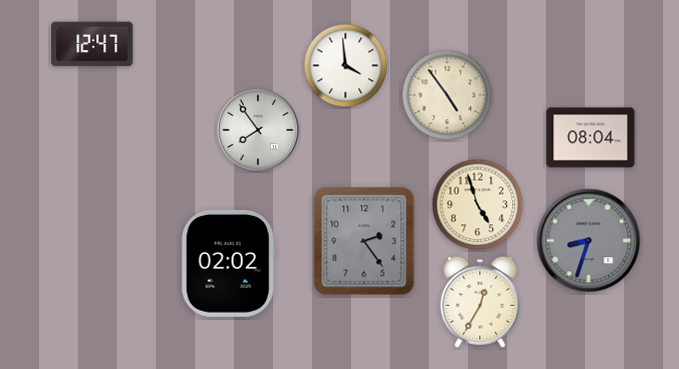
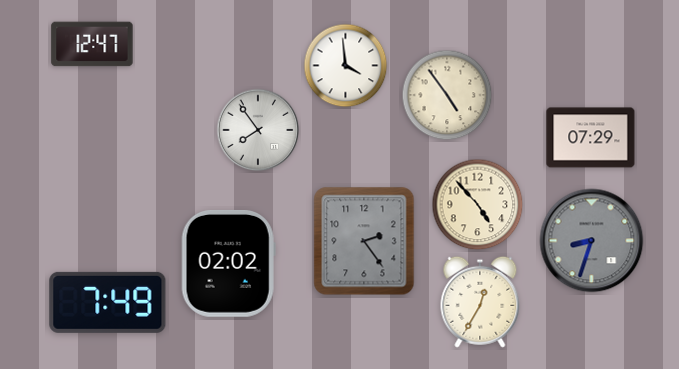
clock at (591, 138): 08:04 -> 07:29
clock at (478, 205): 4:57 -> 4:53
clock at (589, 241) position: (589, 241) -> (592, 241)
clock at (108, 302): none -> 7:49
